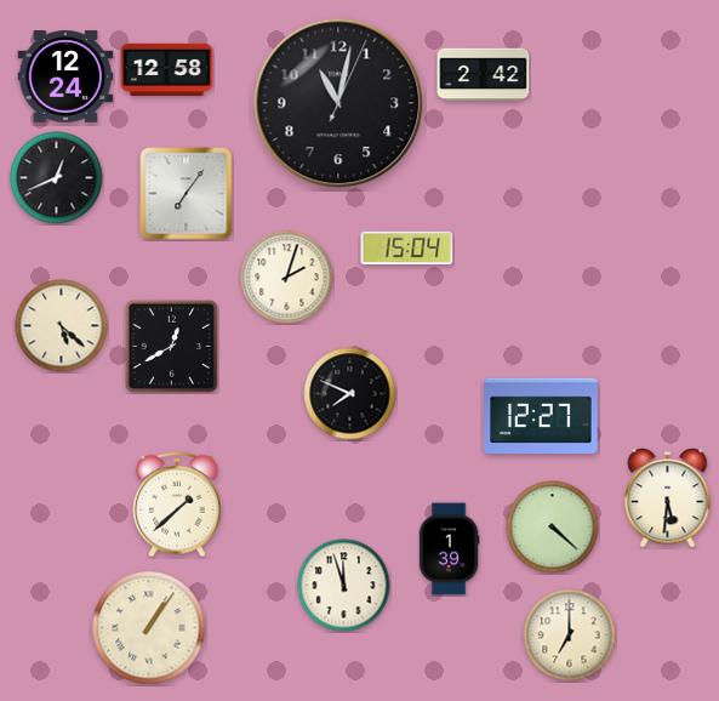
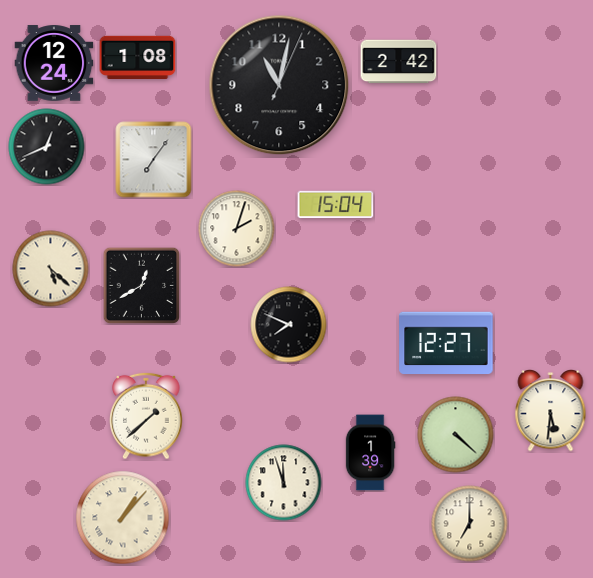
clock at (167, 69): 12:58 -> 1:08
clock at (149, 628): 1:06 -> 1:07
